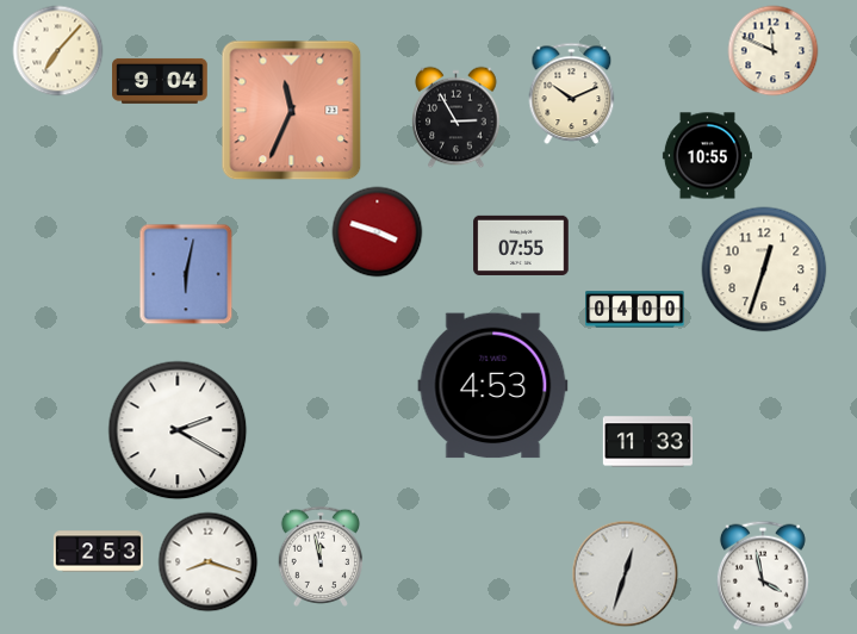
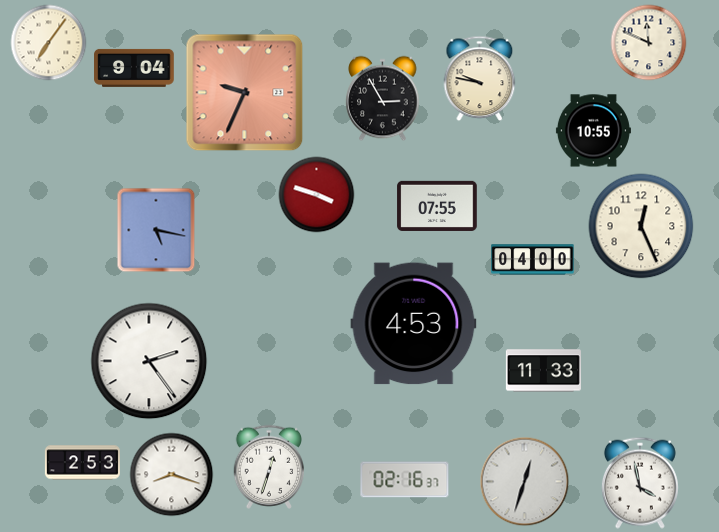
clock at (58, 51): 7:07 -> 7:06
clock at (572, 94): 10:11 -> 9:47
clock at (292, 111): 11:34 -> 9:34
clock at (764, 269): 12:33 -> 12:26
clock at (186, 274): 6:02 -> 5:17
clock at (178, 430): 2:20 -> 2:24
clock at (319, 557): 11:58 -> 12:33
clock at (209, 562) position: (209, 562) -> (172, 475)
clock at (405, 480): none -> 02:16
